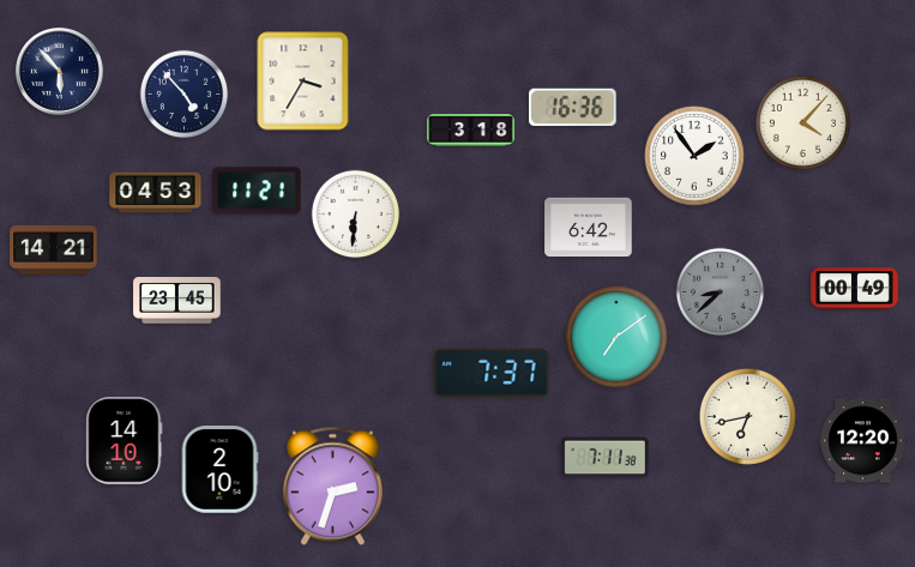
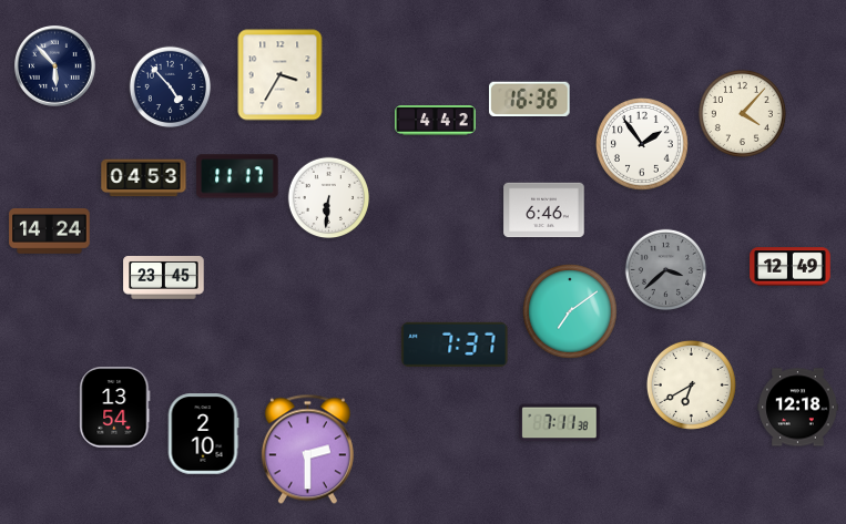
clock at (471, 131): 3:18 -> 4:42
clock at (257, 191): 11:21 -> 11:17
clock at (589, 228): 6:42 -> 6:46
clock at (54, 251): 14:21 -> 14:24
clock at (855, 289): 00:49 -> 12:49
clock at (721, 292): 8:38 -> 3:38
clock at (747, 416): 6:43 -> 6:40
clock at (125, 441): 14:10 -> 13:54
clock at (863, 441): 12:20 -> 12:18
clock at (332, 487): 2:33 -> 2:30
